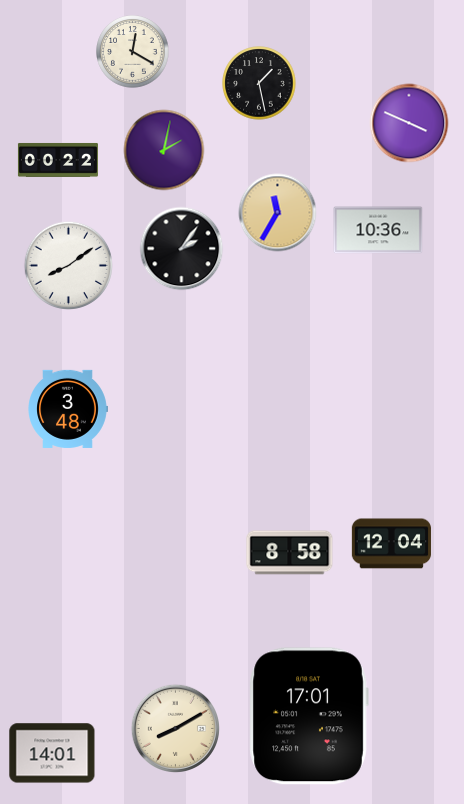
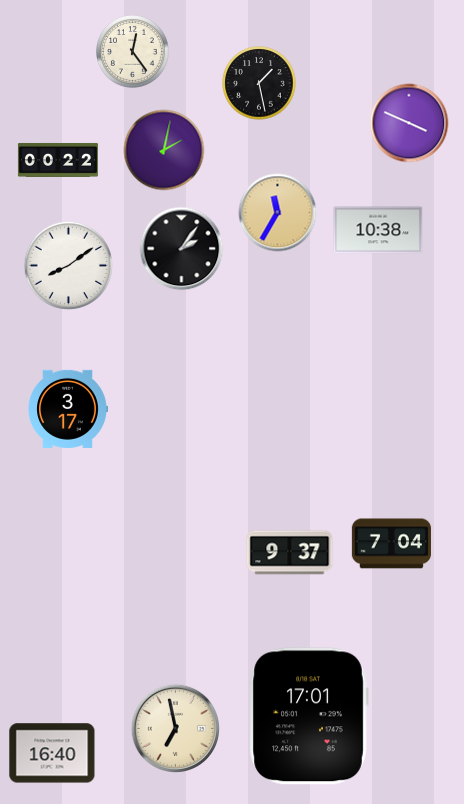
clock at (133, 52): 12:20 -> 12:24
clock at (378, 230): 10:36 -> 10:38
clock at (68, 409): 3:48 -> 3:17
clock at (391, 544): 12:04 -> 7:04
clock at (290, 553): 8:58 -> 9:37
clock at (175, 728): 8:10 -> 6:58
clock at (52, 753): 14:01 -> 16:40
